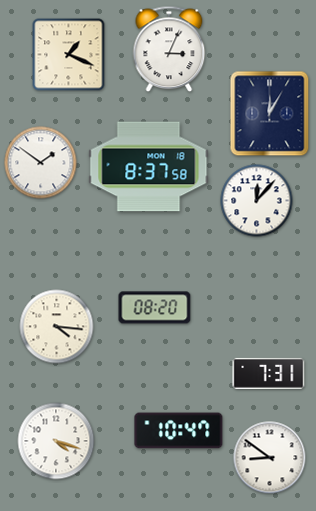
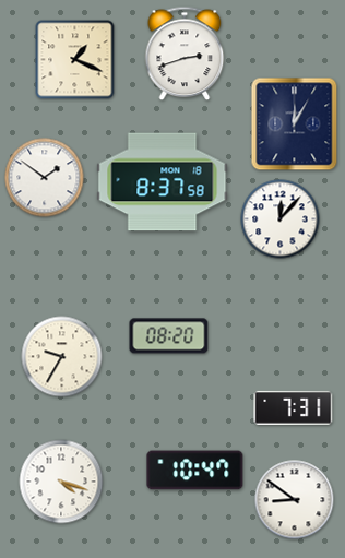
clock at (169, 49): 3:04 -> 2:42
clock at (57, 327): 4:16 -> 9:35
